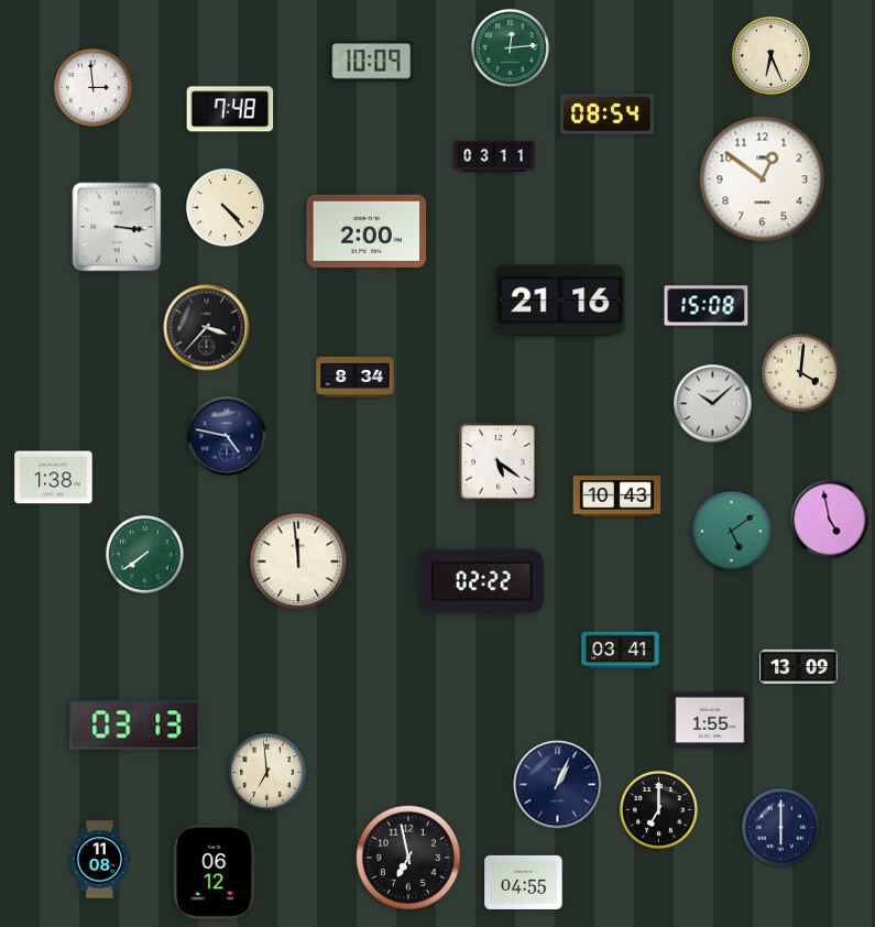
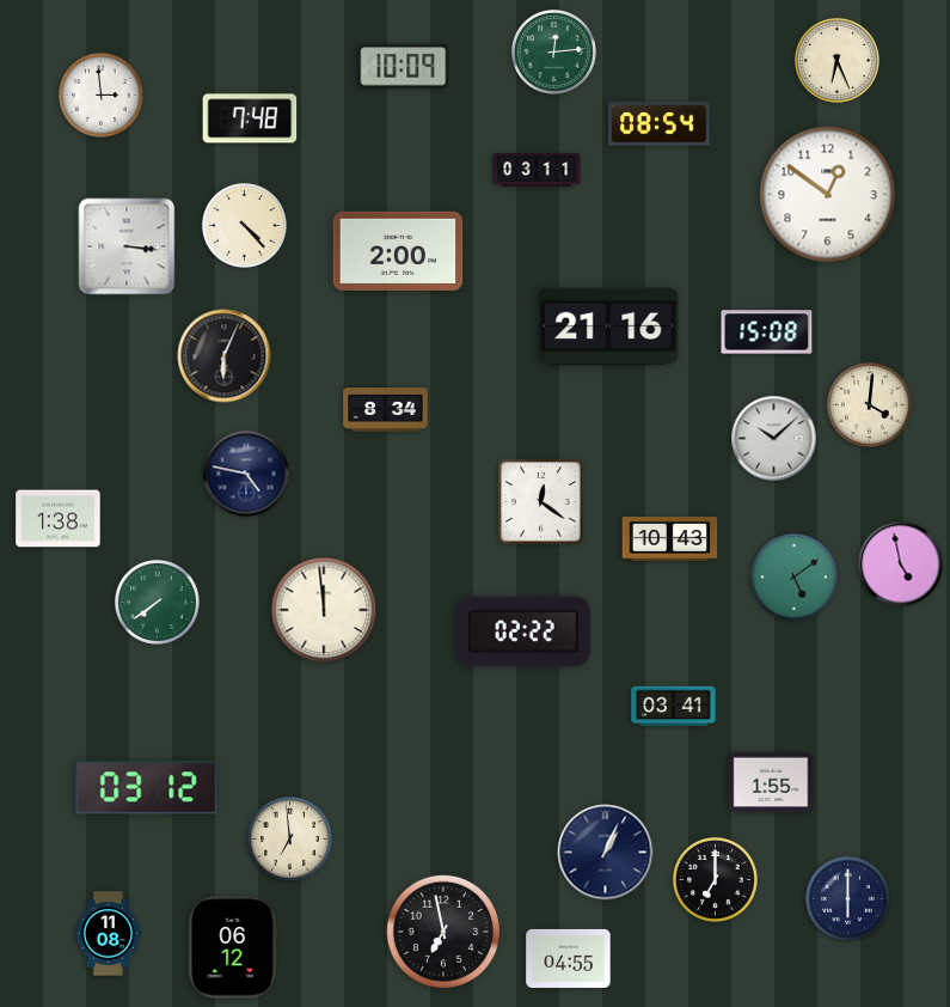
clock at (207, 328): 3:37 -> 6:04
clock at (499, 462): 5:21 -> 12:21
clock at (799, 667): 13:09 -> none
clock at (135, 726): 03:13 -> 03:12
